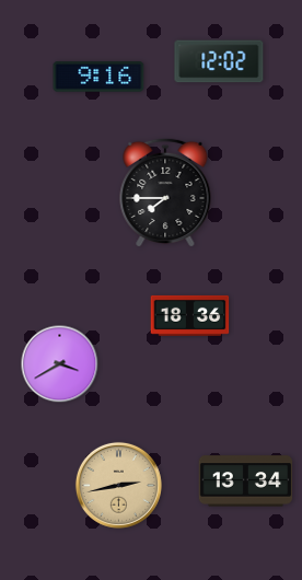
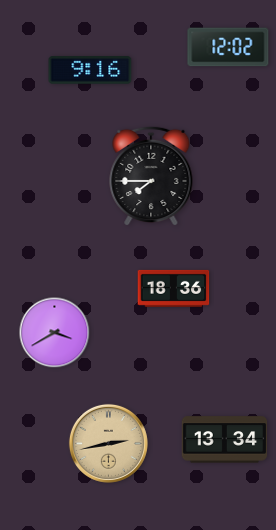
clock at (219, 61) position: (219, 61) -> (228, 47)
